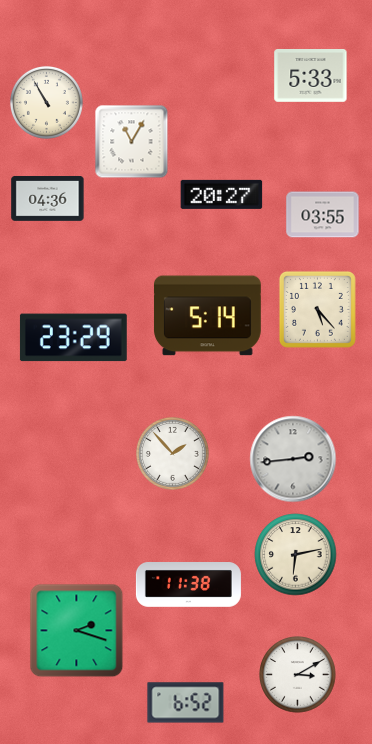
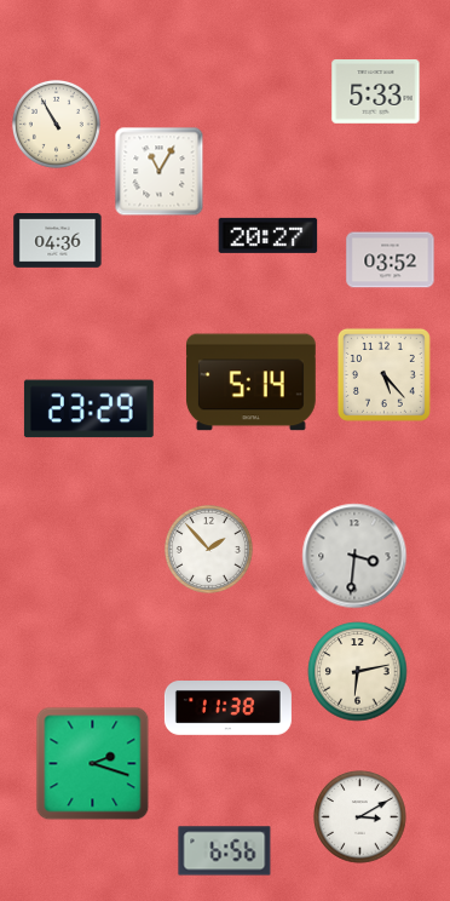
clock at (323, 215): 03:55 -> 03:52
clock at (293, 459): 2:44 -> 3:31
clock at (186, 703): 6:52 -> 6:56
